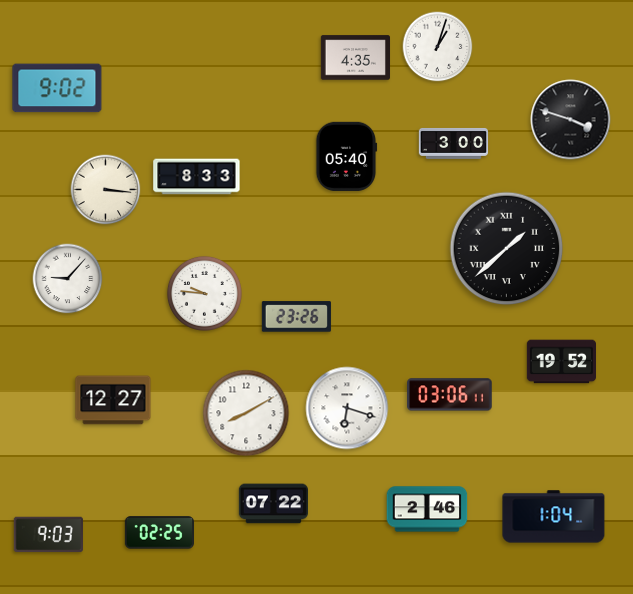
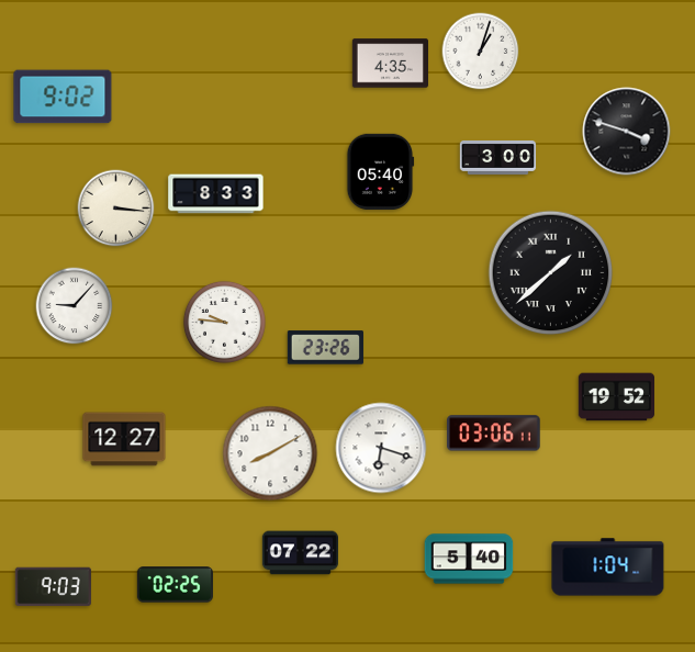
clock at (507, 249) position: (507, 249) -> (551, 273)
clock at (427, 509): 2:46 -> 5:40
